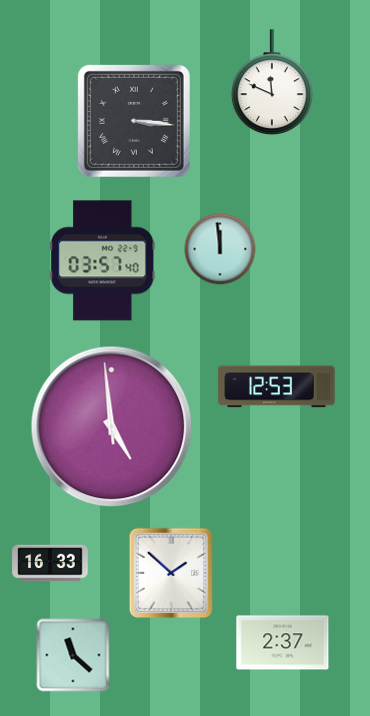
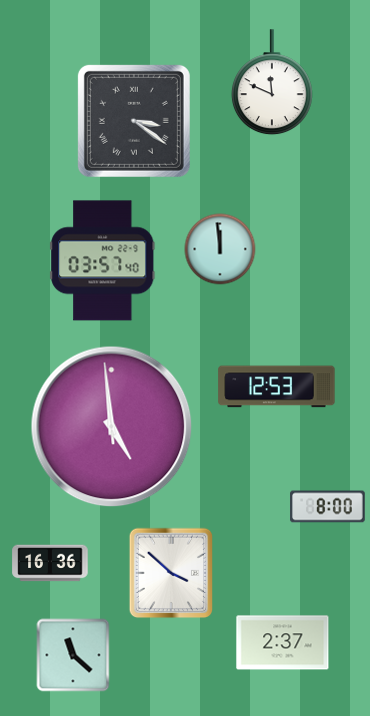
clock at (134, 121): 3:16 -> 3:21
clock at (328, 507): none -> 8:00
clock at (50, 563): 16:33 -> 16:36
clock at (171, 573): 1:52 -> 3:52
